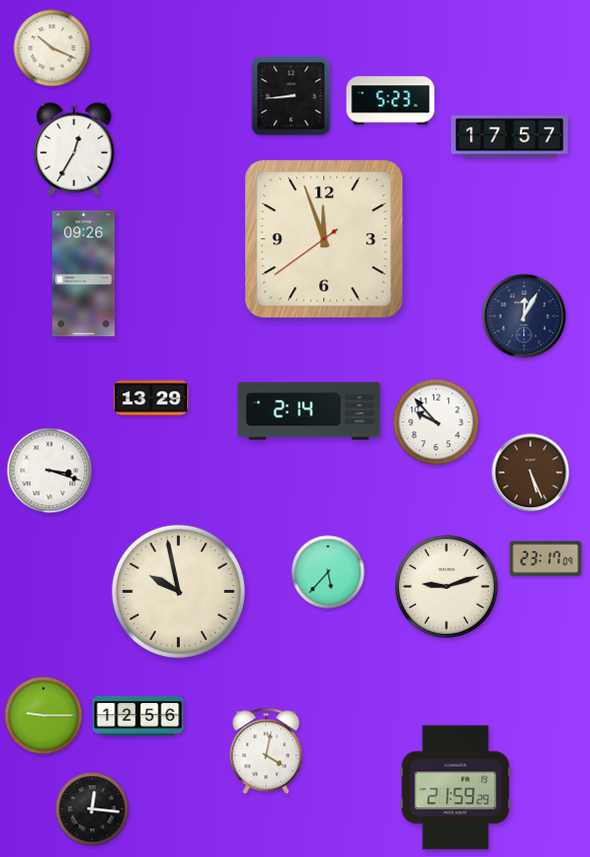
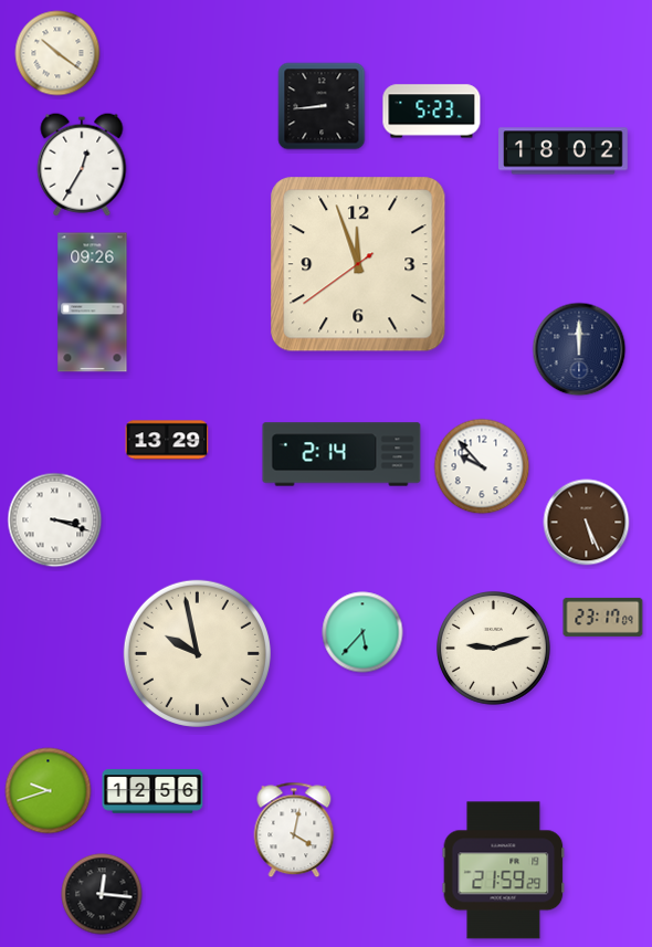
clock at (52, 48): 10:19 -> 10:21
clock at (510, 137): 17:57 -> 18:02
clock at (524, 316): 12:05 -> 12:00
clock at (44, 716): 9:15 -> 9:42
